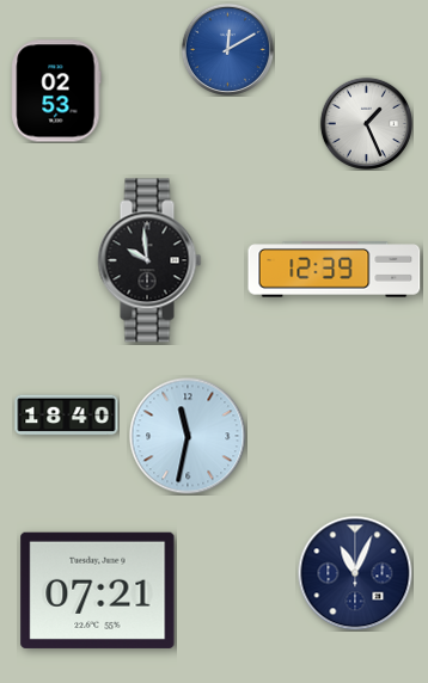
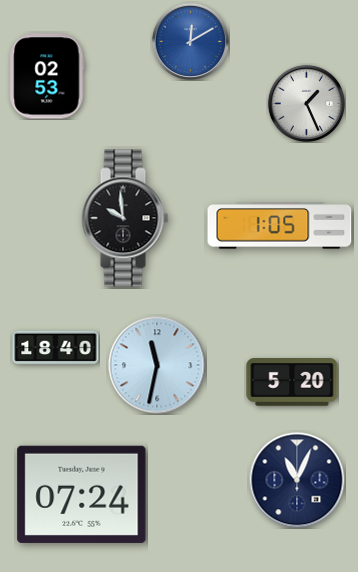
clock at (335, 270): 12:39 -> 1:05
clock at (292, 382): none -> 5:20
clock at (98, 590): 07:21 -> 07:24
